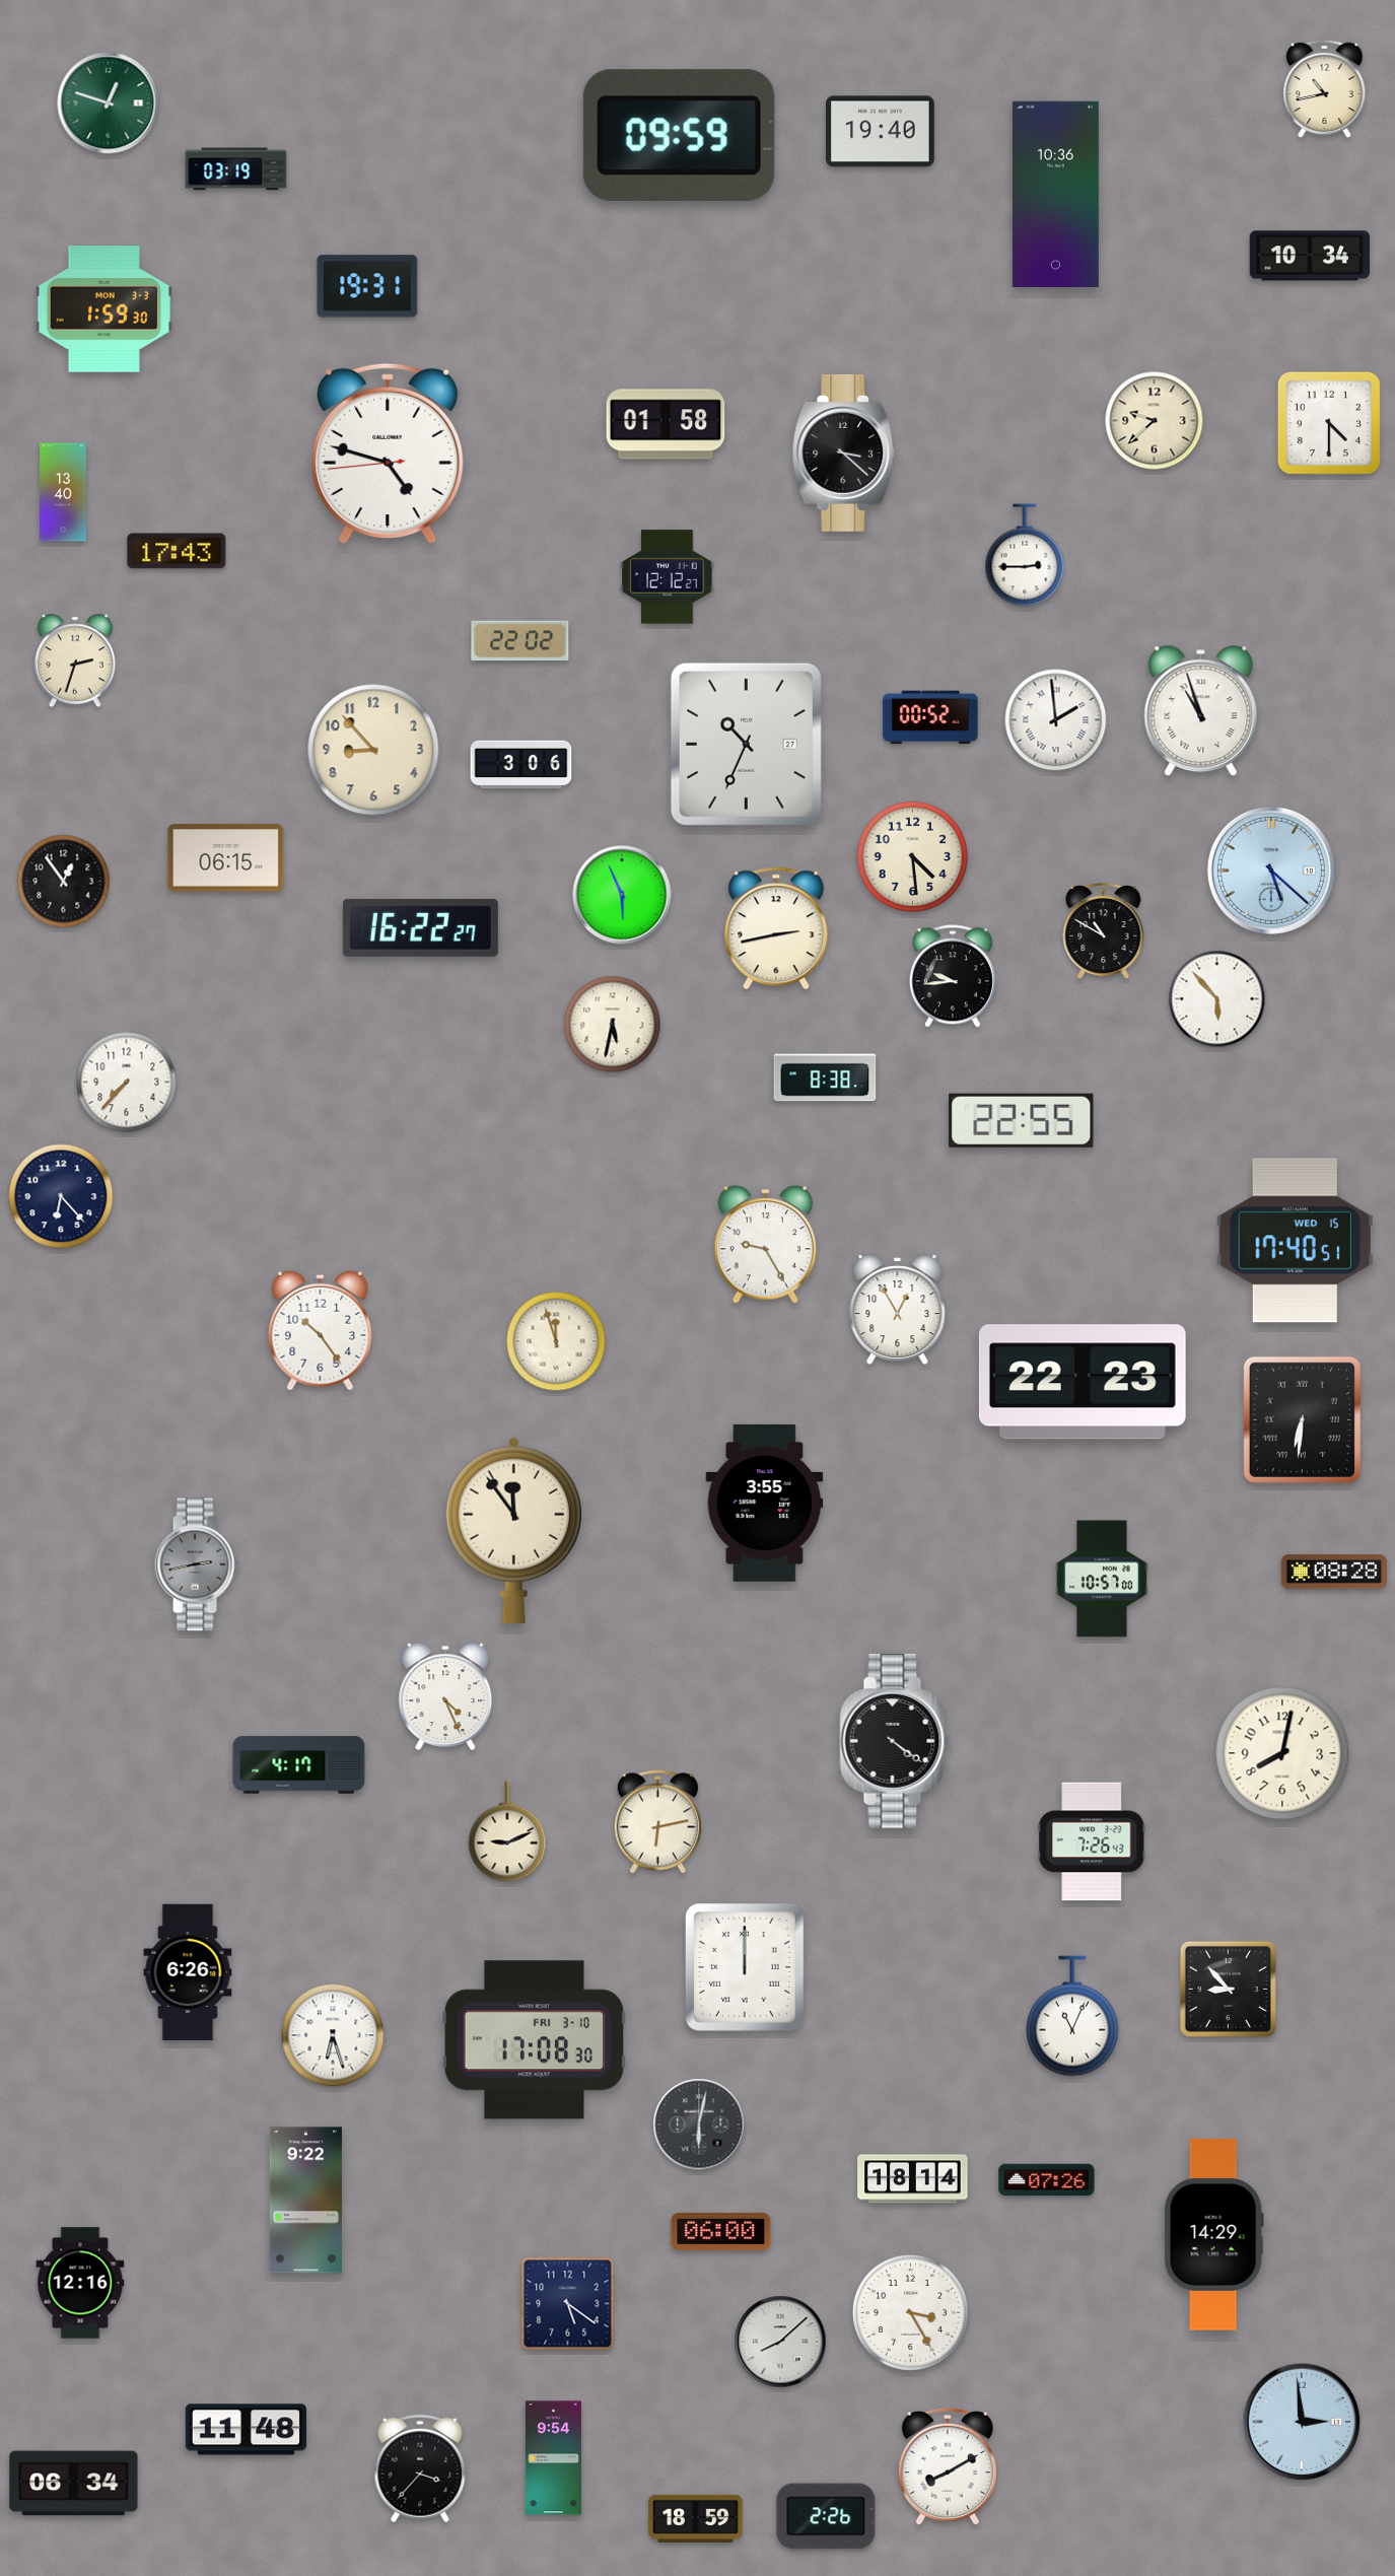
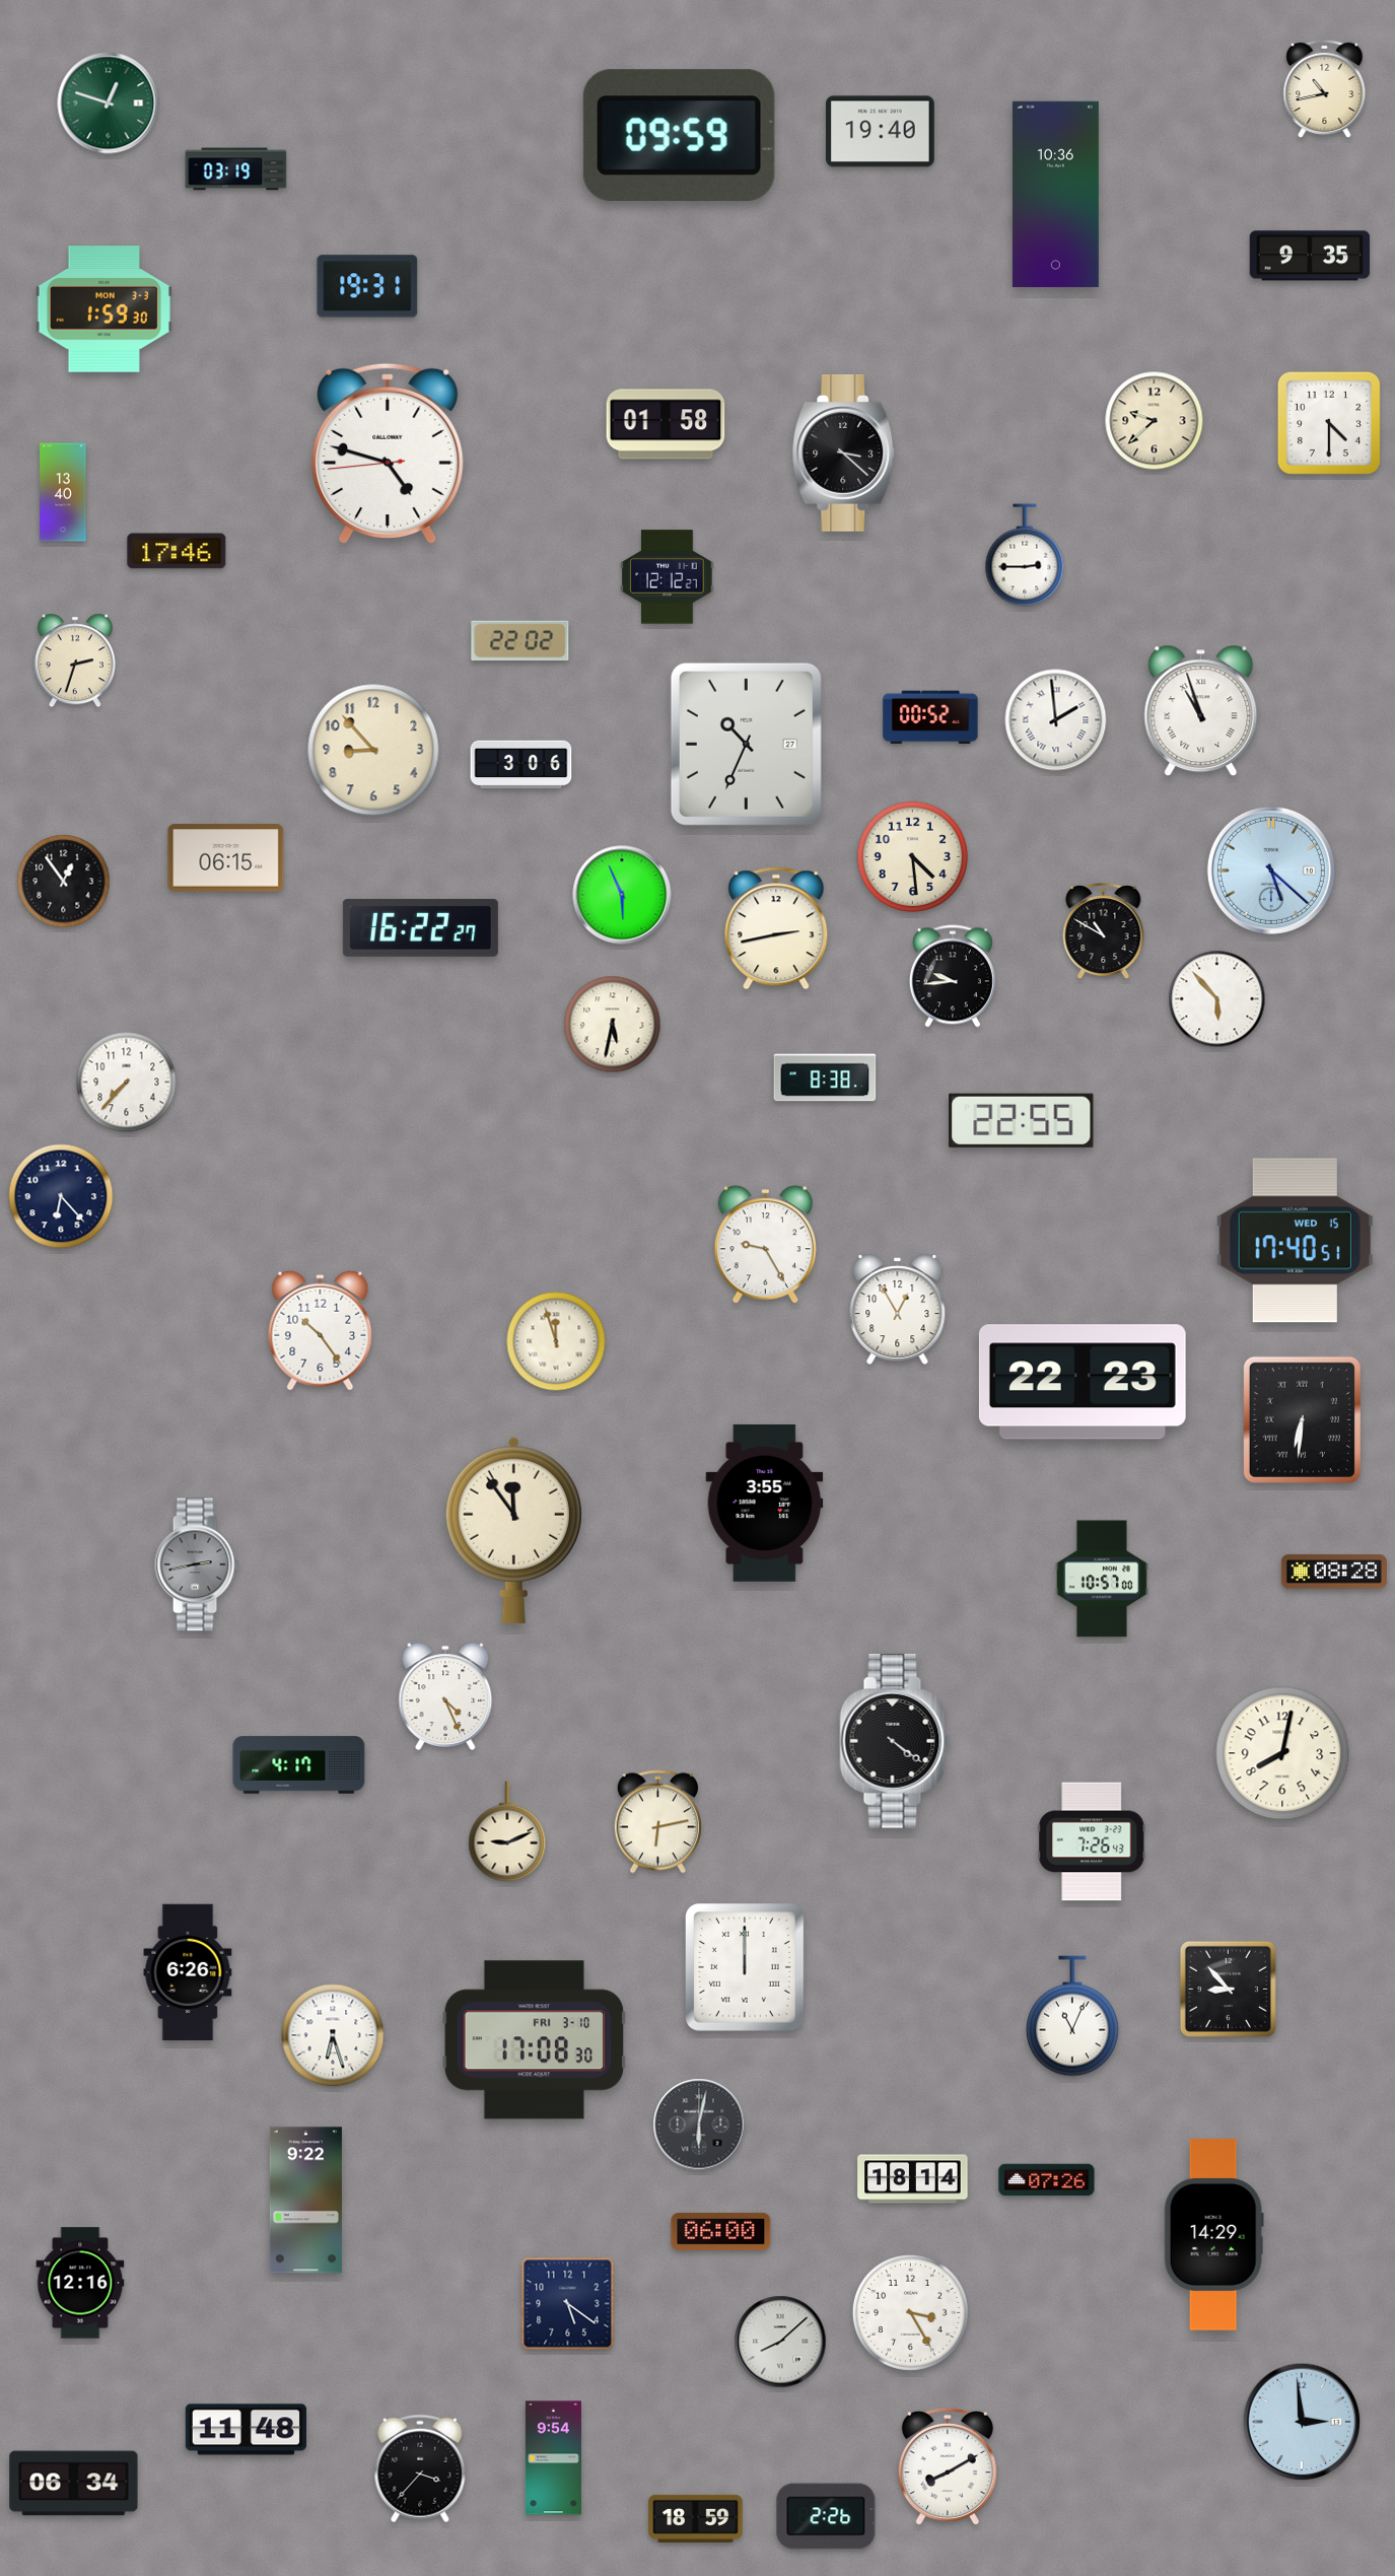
clock at (1310, 256): 10:34 -> 9:35
clock at (177, 551): 17:43 -> 17:46
